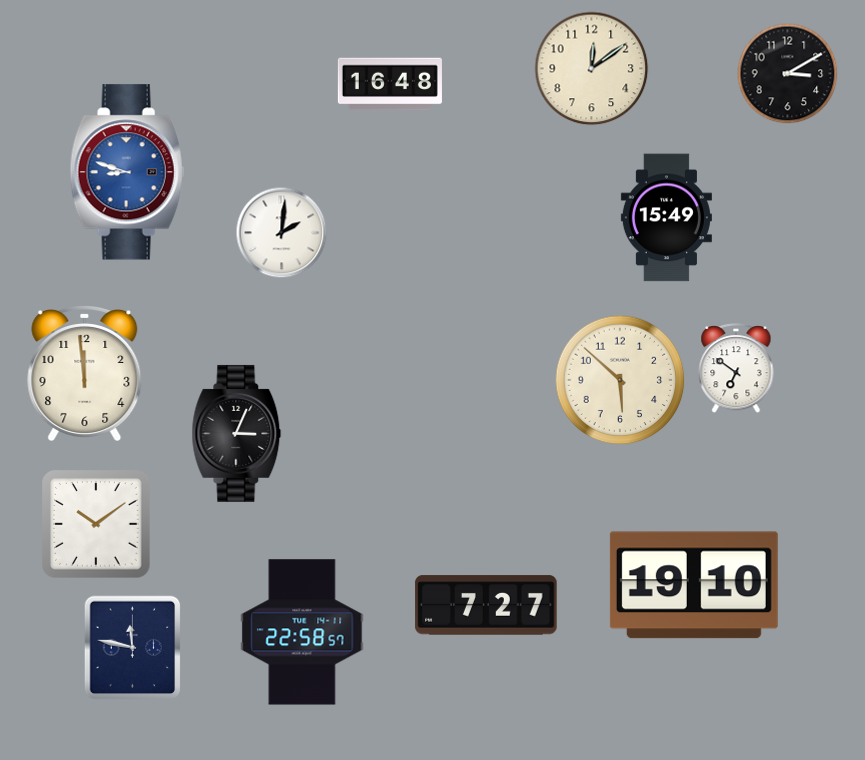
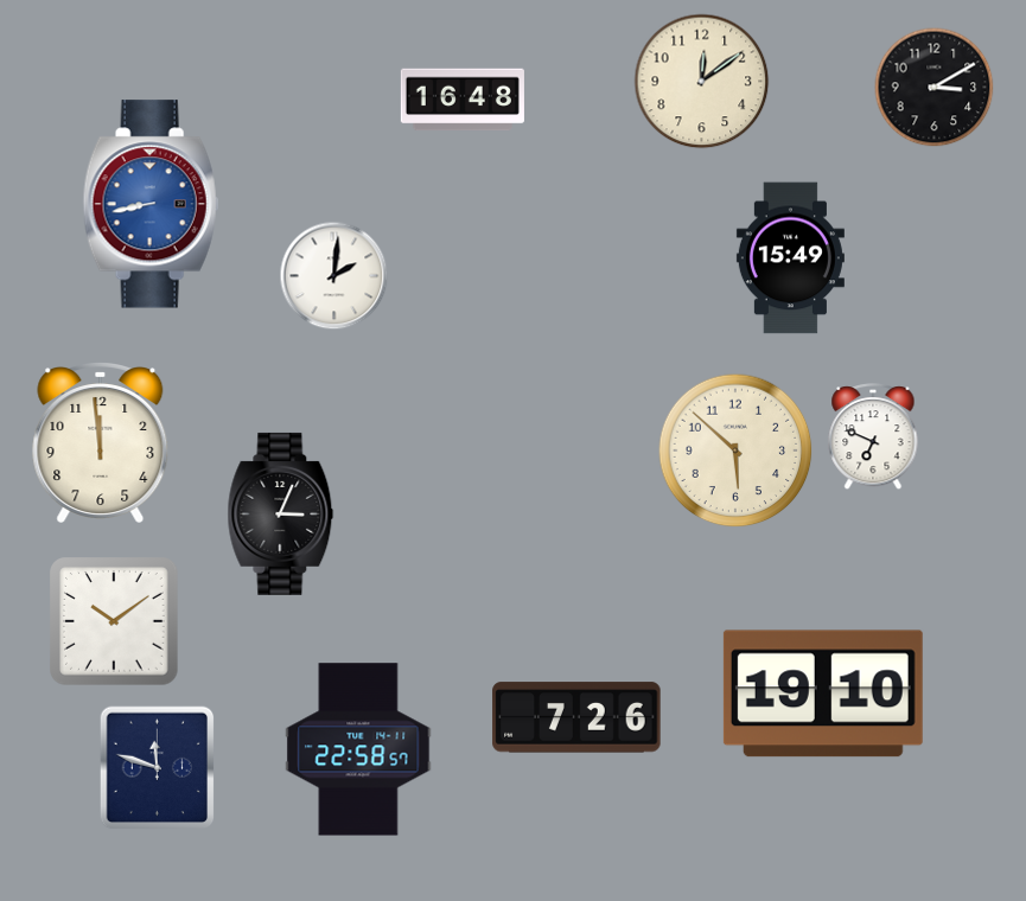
clock at (127, 172): 8:48 -> 8:43
clock at (736, 369): 6:51 -> 6:49
clock at (486, 605): 7:27 -> 7:26
clock at (133, 648): 11:47 -> 11:48
